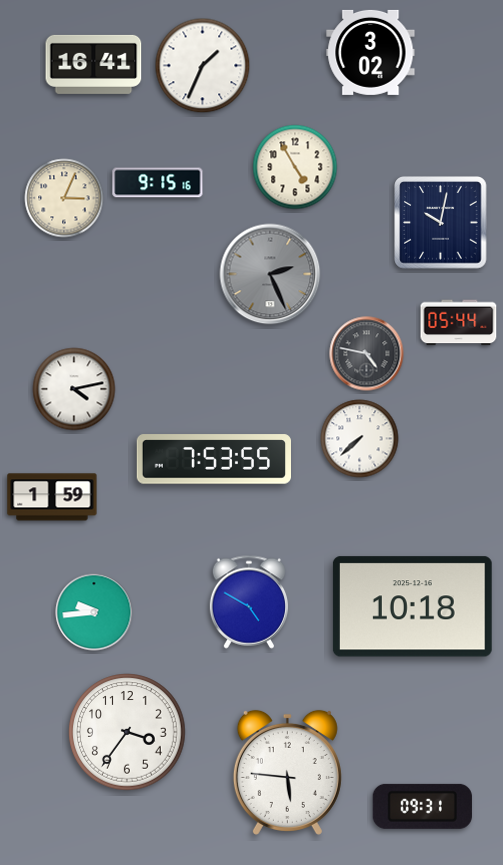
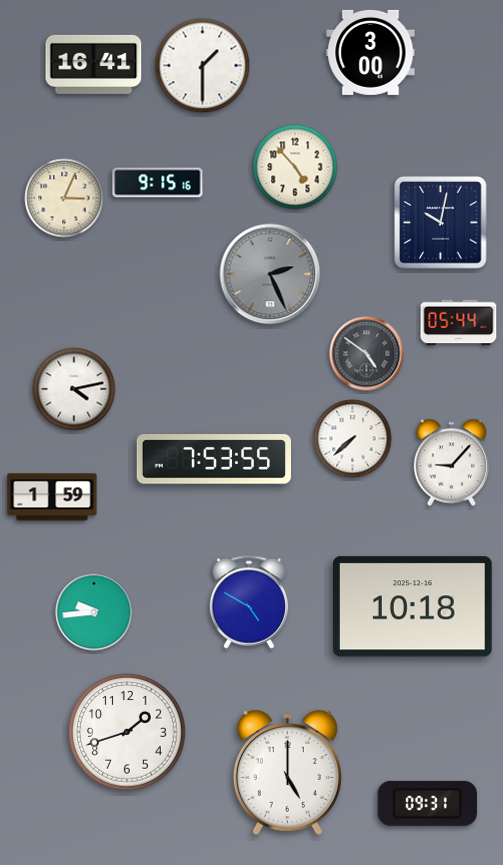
clock at (371, 52): 3:02 -> 3:00
clock at (203, 66): 1:34 -> 1:30
clock at (295, 167): 4:55 -> 4:53
clock at (367, 354): 4:47 -> 4:51
clock at (360, 439) position: (360, 439) -> (353, 439)
clock at (452, 463): none -> 9:07
clock at (127, 732): 3:36 -> 1:42
clock at (287, 772): 5:46 -> 5:00
clock at (422, 806) position: (422, 806) -> (427, 803)
